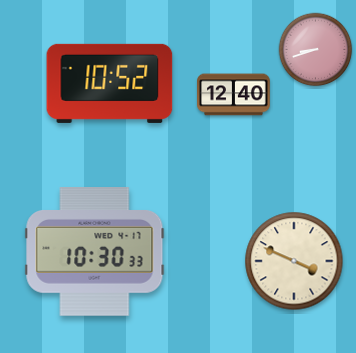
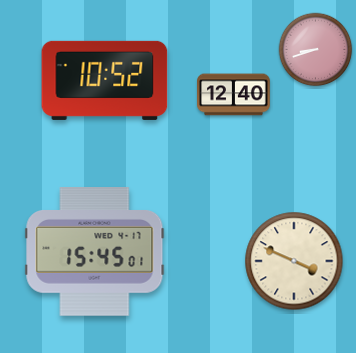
clock at (110, 83) position: (110, 83) -> (105, 80)
clock at (95, 252): 10:30 -> 15:45
